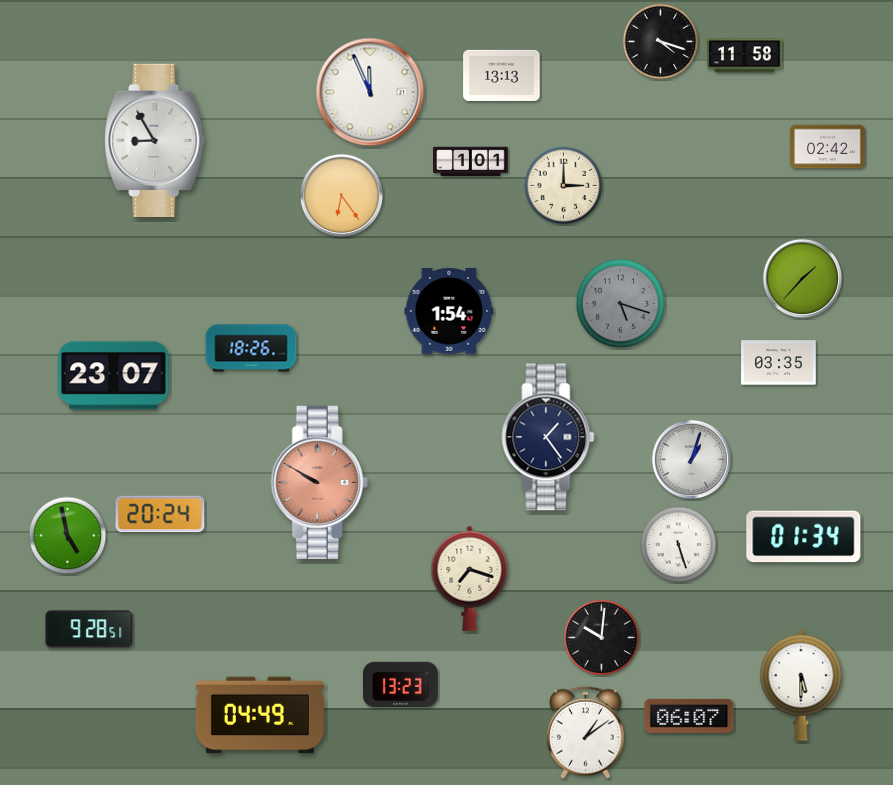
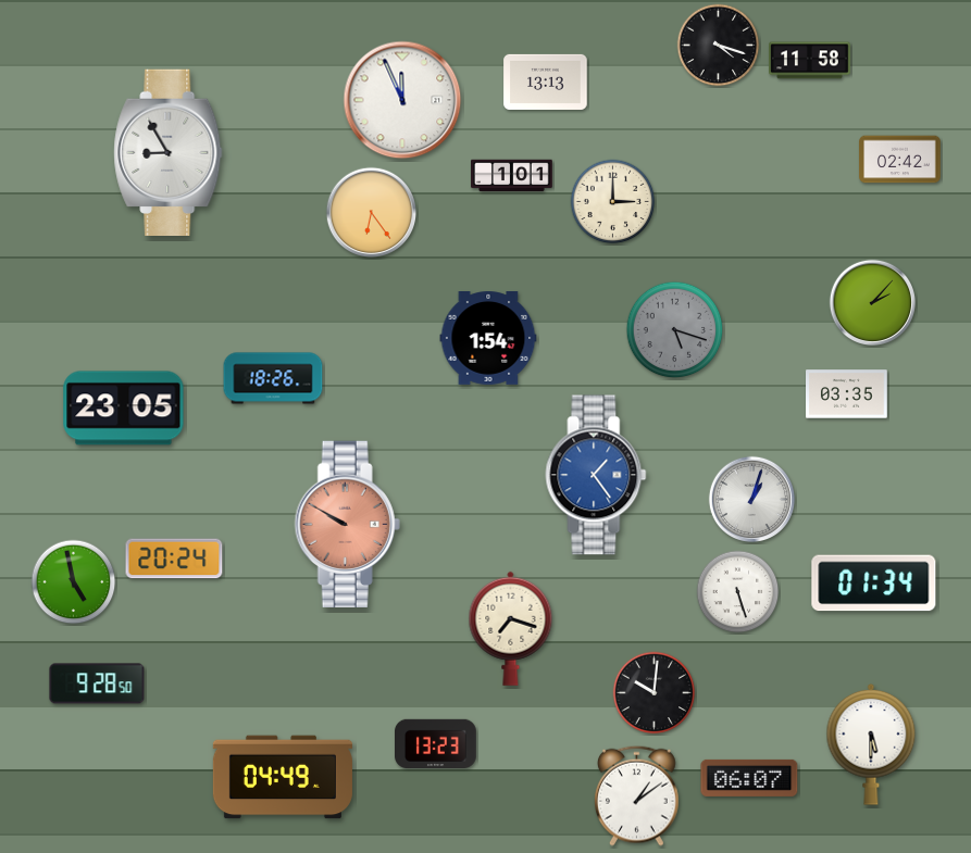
clock at (802, 278): 1:37 -> 2:07
clock at (114, 376): 23:07 -> 23:05
clock at (548, 437) dial: navy -> blue
clock at (89, 629): 9:28:51 -> 9:28:50
